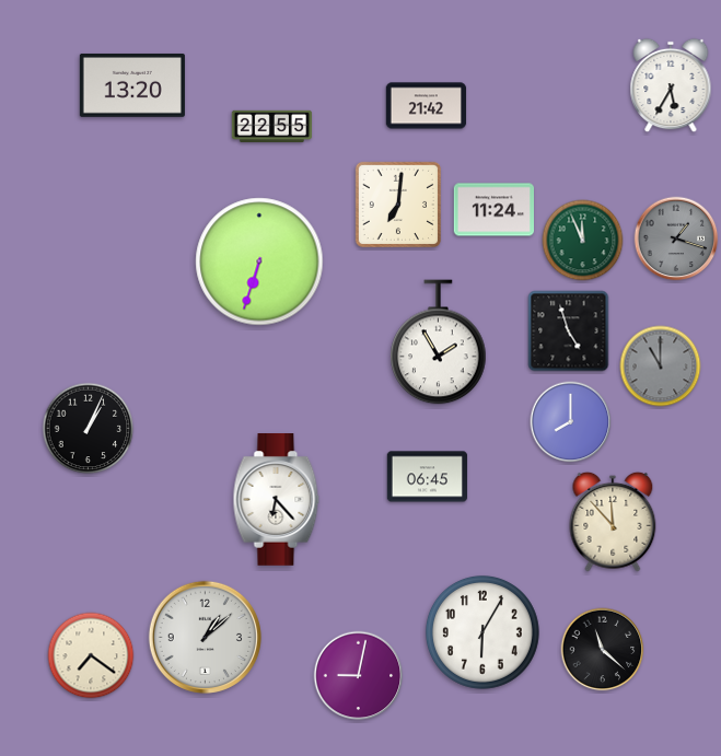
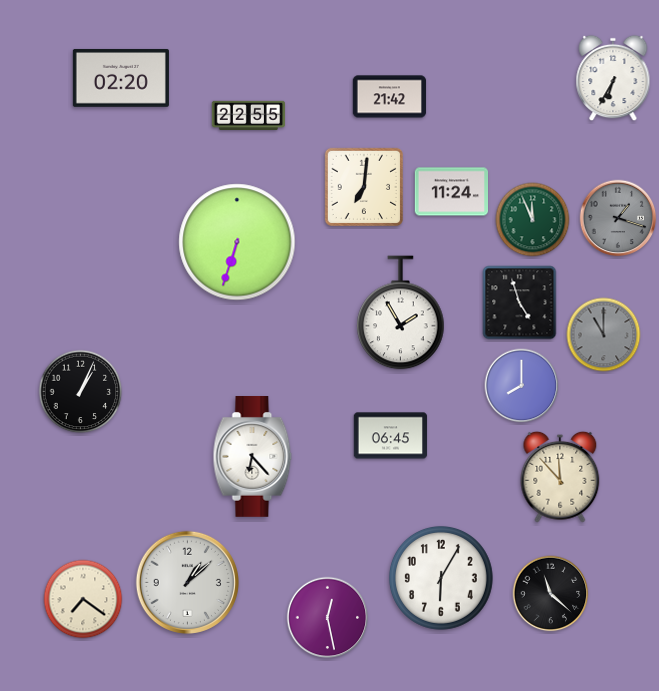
clock at (132, 85): 13:20 -> 02:20
clock at (671, 85): 5:35 -> 6:35
clock at (259, 261) position: (259, 261) -> (237, 242)
clock at (359, 676): 9:02 -> 12:28
